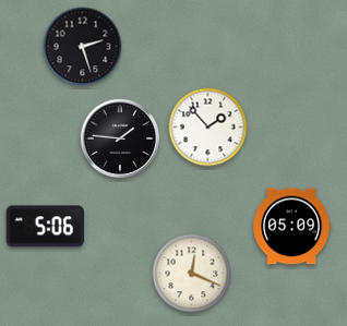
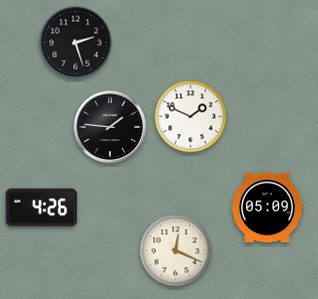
clock at (208, 128): 1:53 -> 1:49
clock at (45, 227): 5:06 -> 4:26
